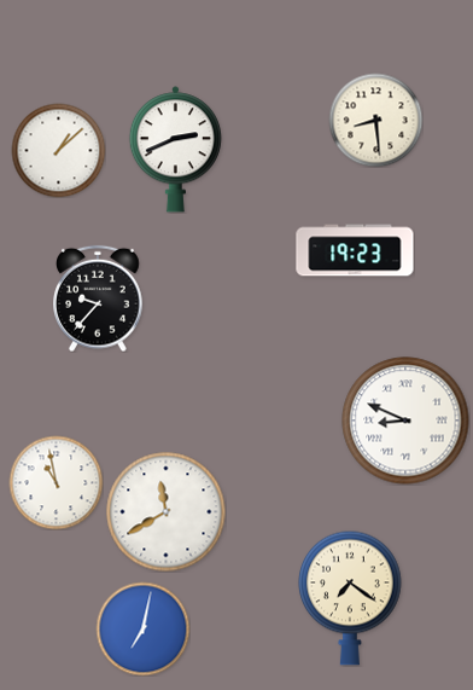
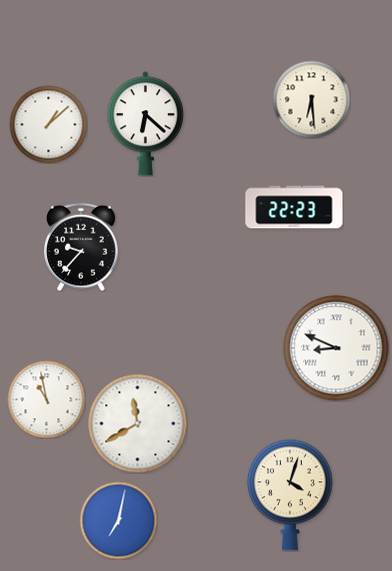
clock at (375, 120): 8:29 -> 6:29
clock at (175, 150): 2:41 -> 6:22
clock at (355, 250): 19:23 -> 22:23
clock at (350, 598): 7:21 -> 4:03
